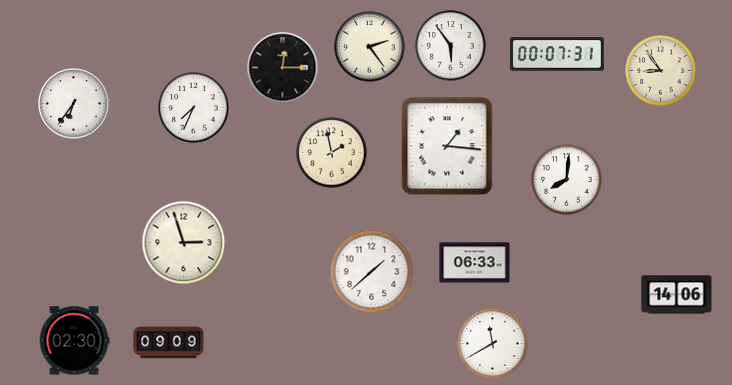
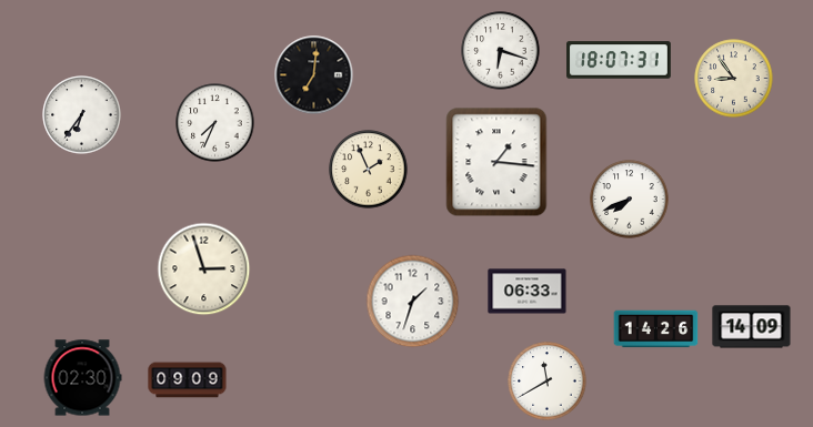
clock at (451, 46): 5:54 -> 6:18
clock at (370, 47): 2:24 -> none
clock at (558, 54): 00:07 -> 18:07
clock at (283, 68): 12:15 -> 7:01
clock at (194, 108) position: (194, 108) -> (215, 123)
clock at (332, 153): 1:58 -> 1:56
clock at (567, 180): 8:01 -> 7:41
clock at (372, 272): 1:38 -> 1:33
clock at (677, 295): 14:06 -> 14:09
clock at (656, 329): none -> 14:26
